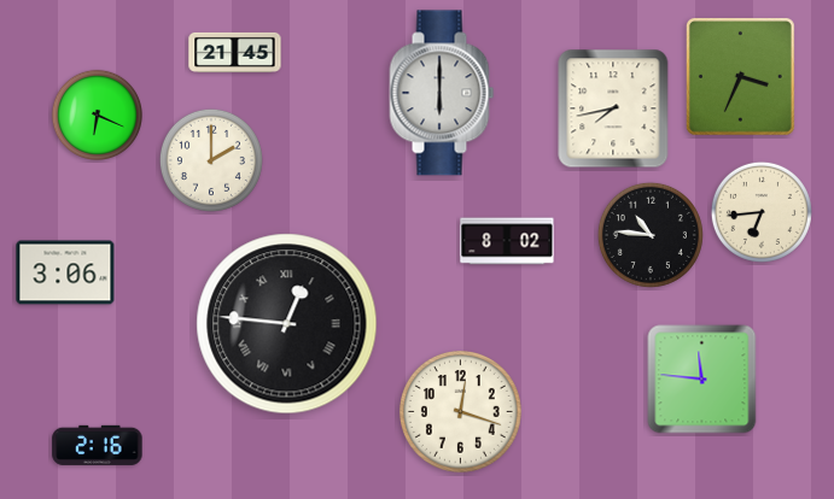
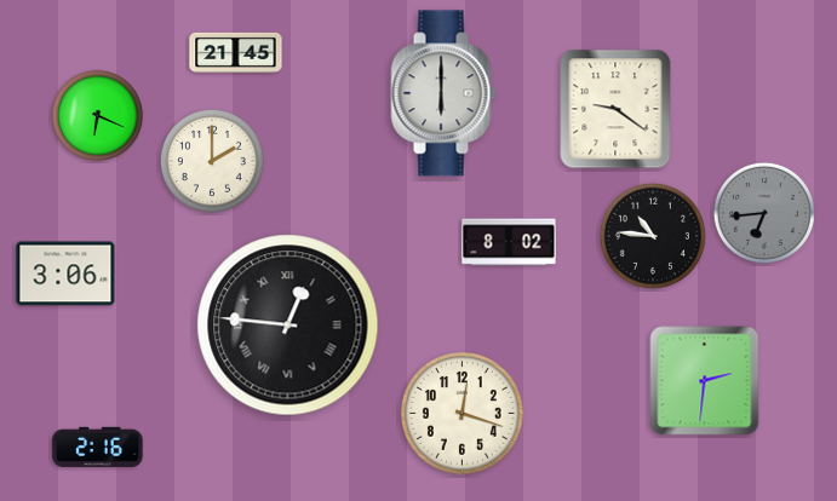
clock at (740, 76): 3:34 -> none
clock at (613, 108): 7:43 -> 9:21
clock at (762, 212) dial: cream -> grey
clock at (702, 380): 11:46 -> 2:31
